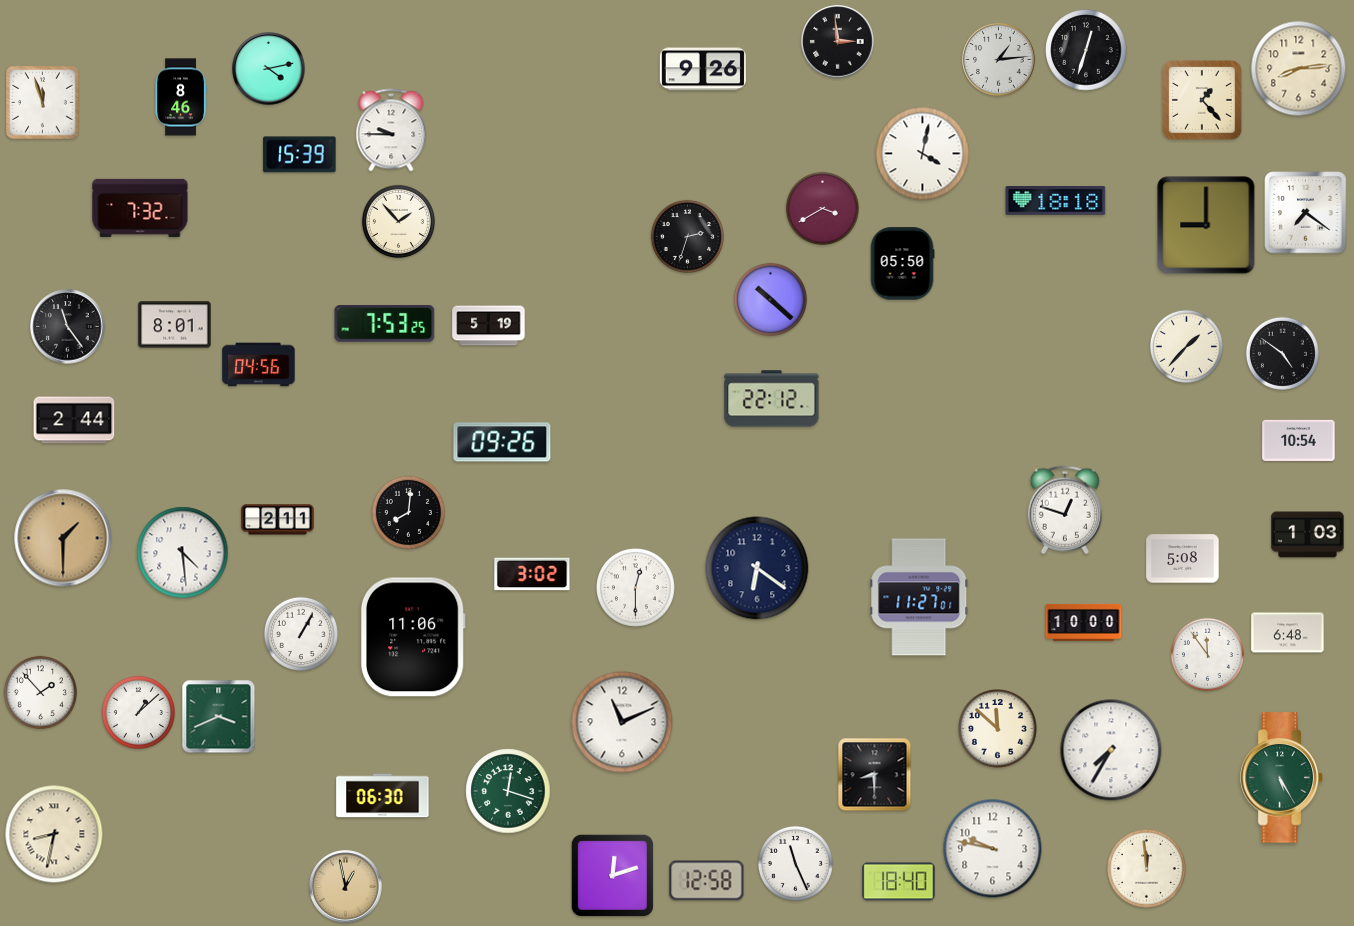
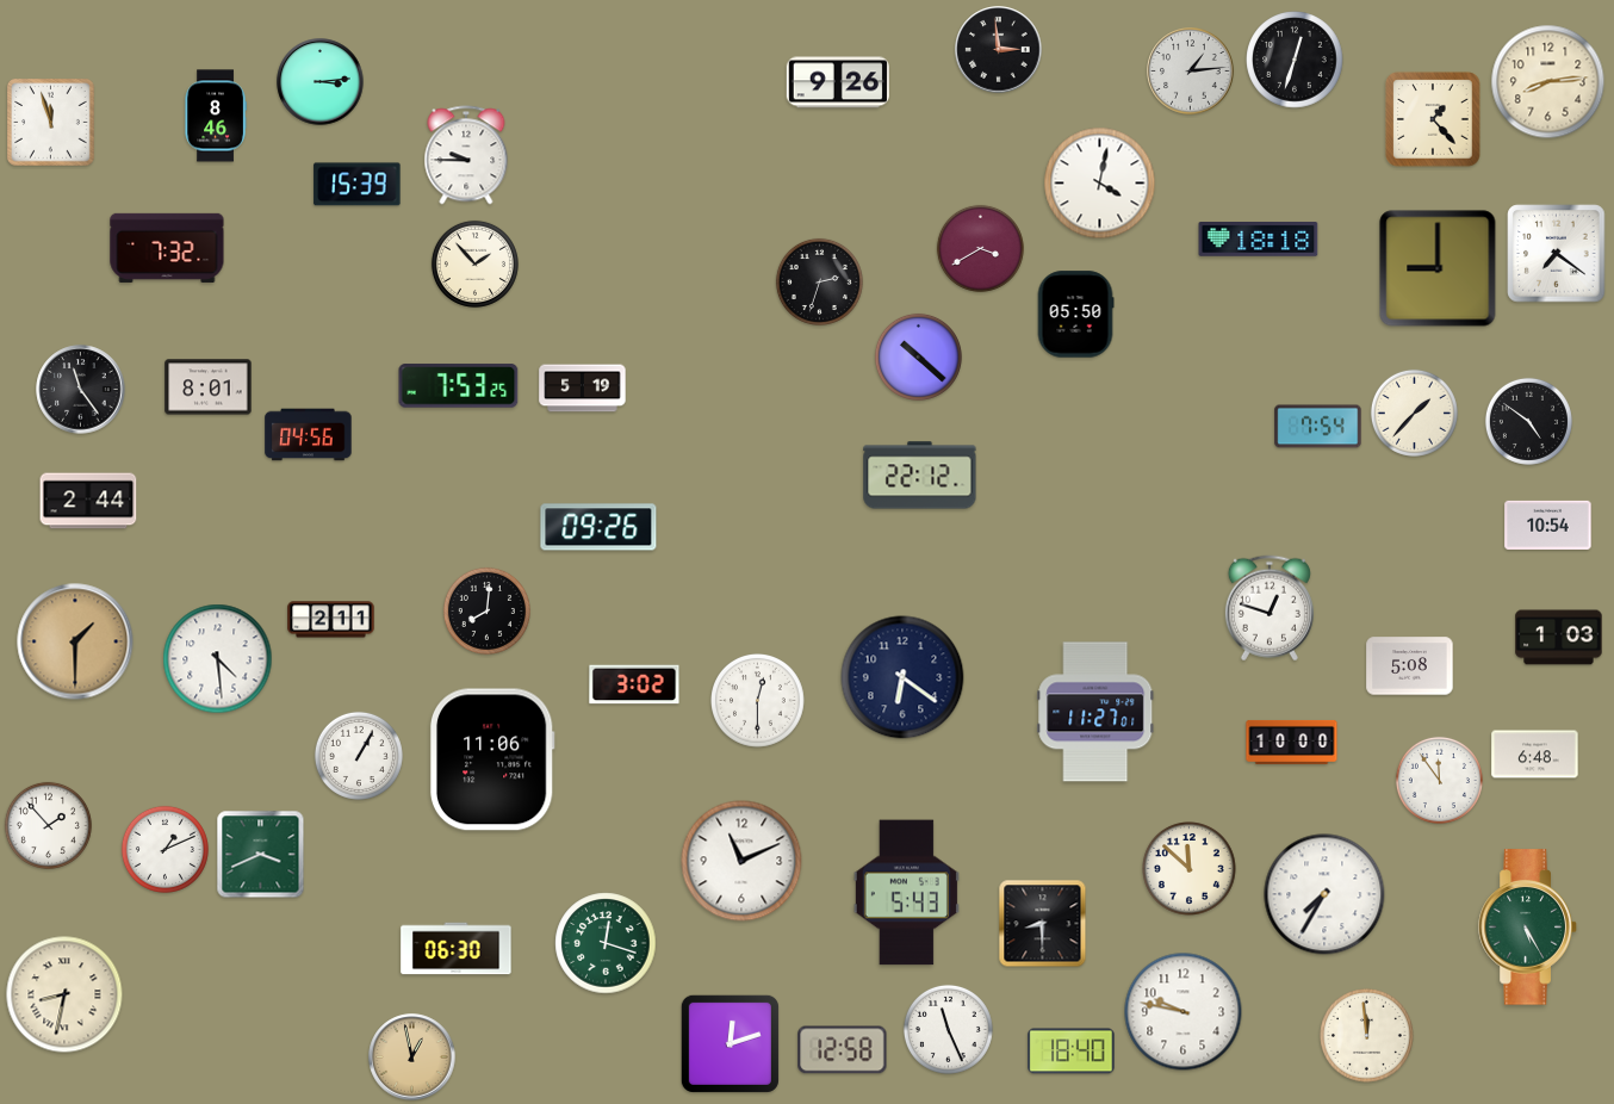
clock at (269, 69): 4:13 -> 3:14
clock at (1318, 427): none -> 7:54
clock at (138, 712): 1:08 -> 1:11
clock at (906, 893): none -> 5:43
